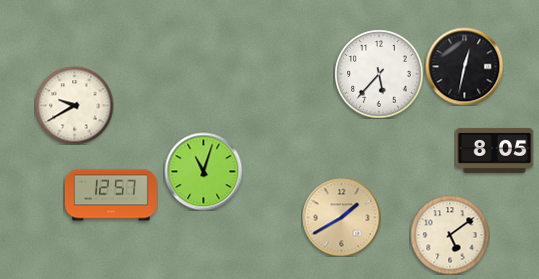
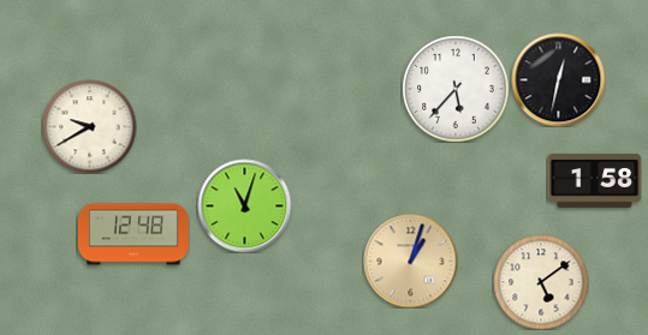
clock at (494, 150): 8:05 -> 1:58
clock at (111, 195): 12:57 -> 12:48
clock at (341, 217): 1:40 -> 1:03
